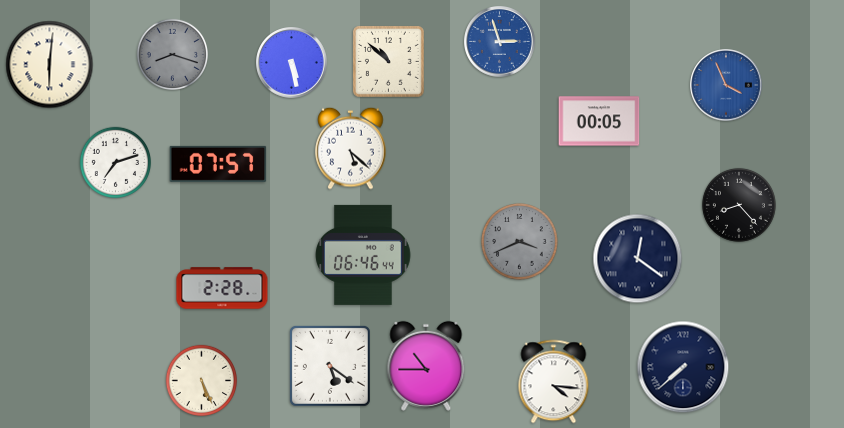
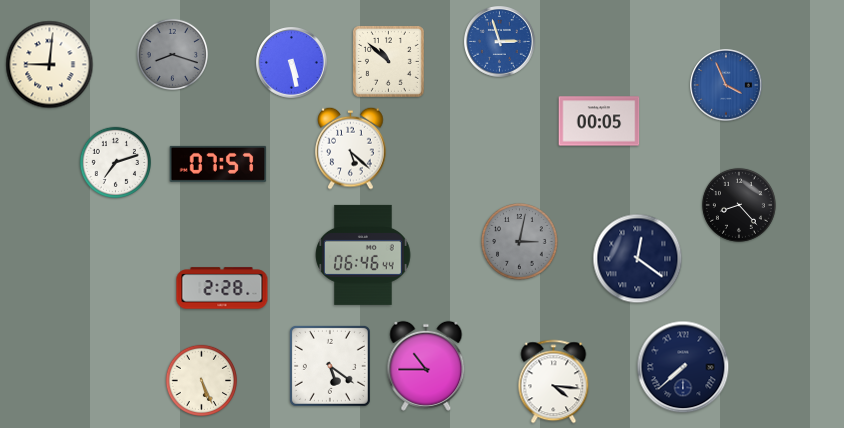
clock at (50, 65): 6:01 -> 9:01
clock at (520, 242): 3:41 -> 3:02
